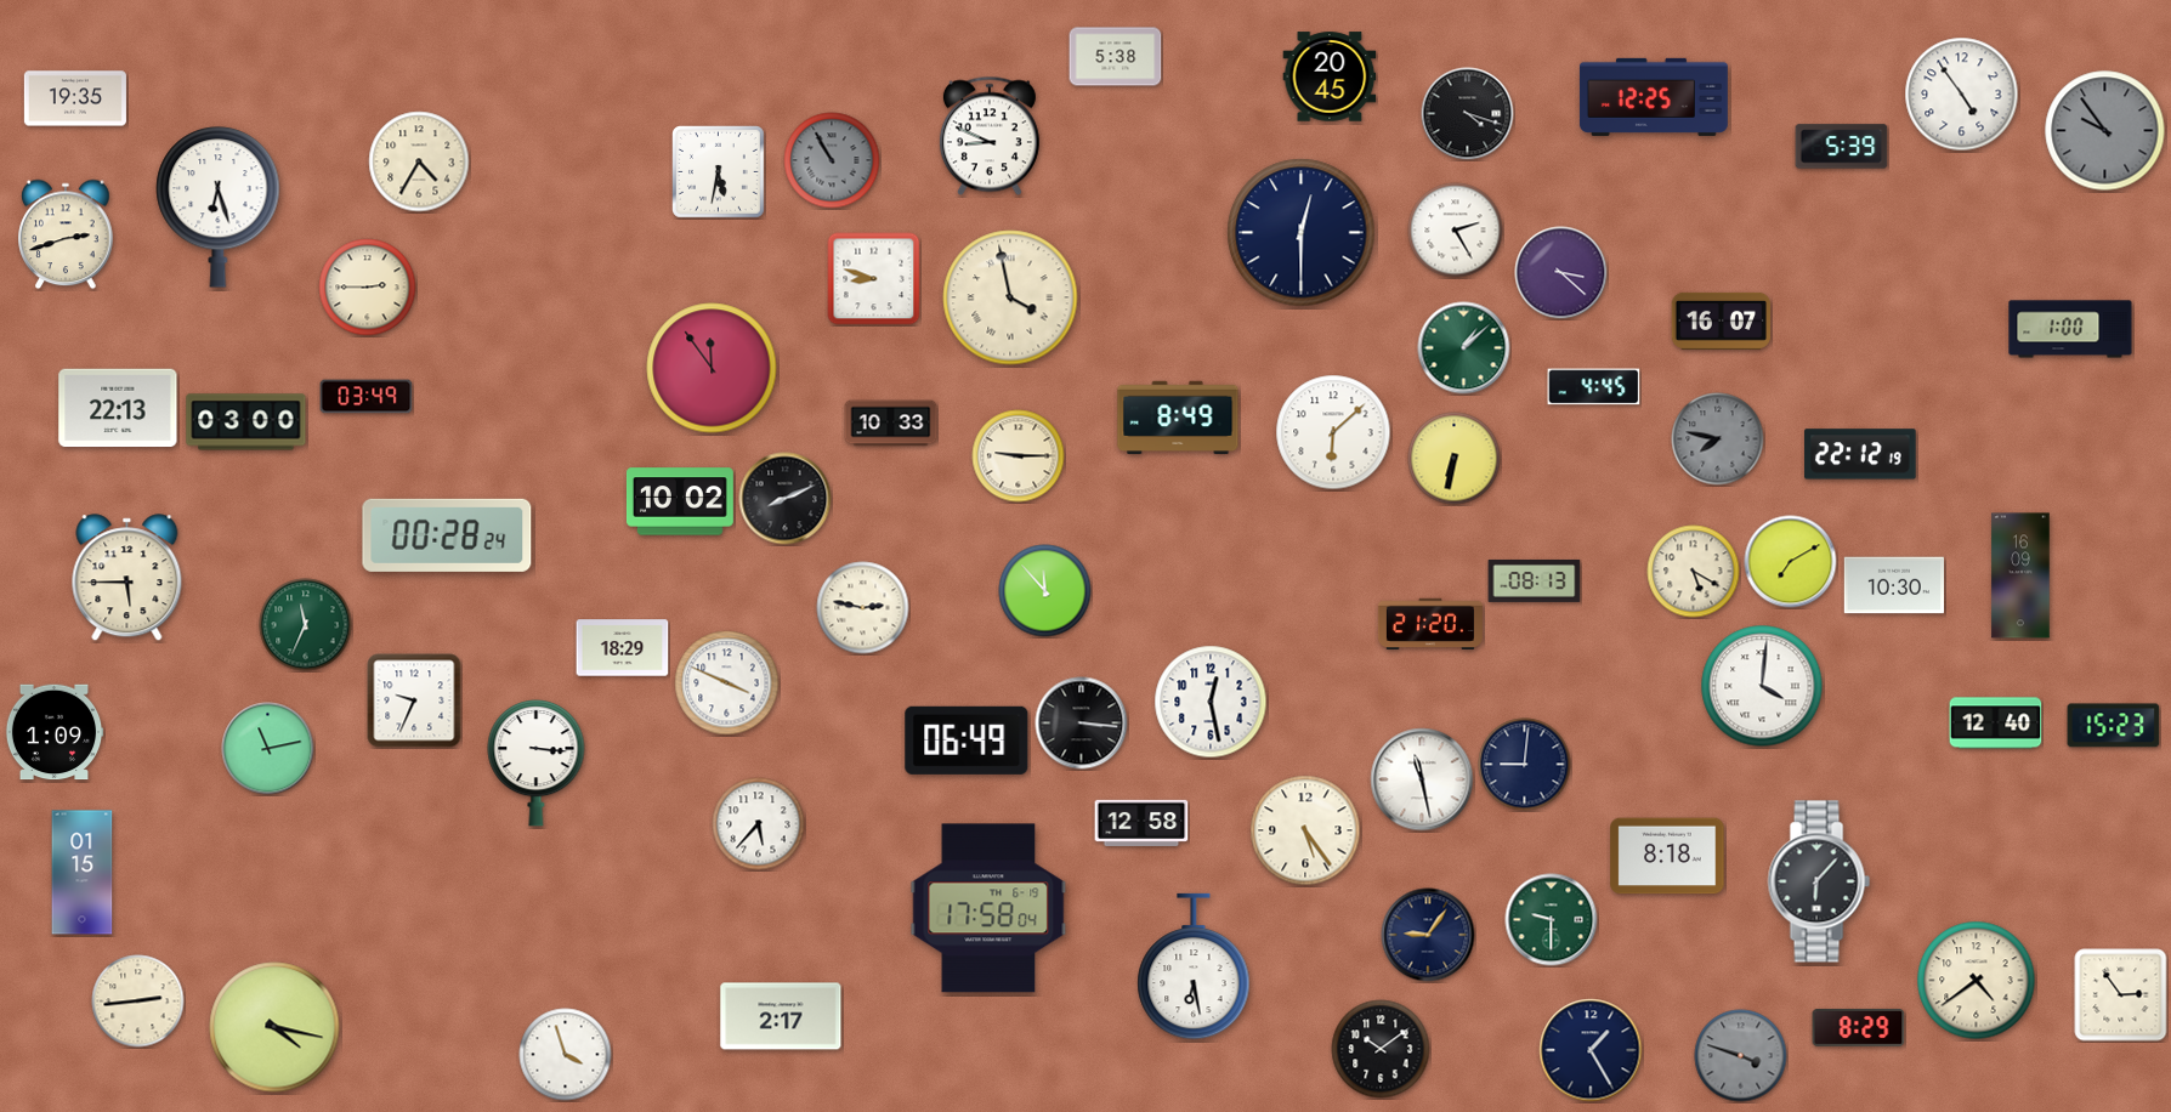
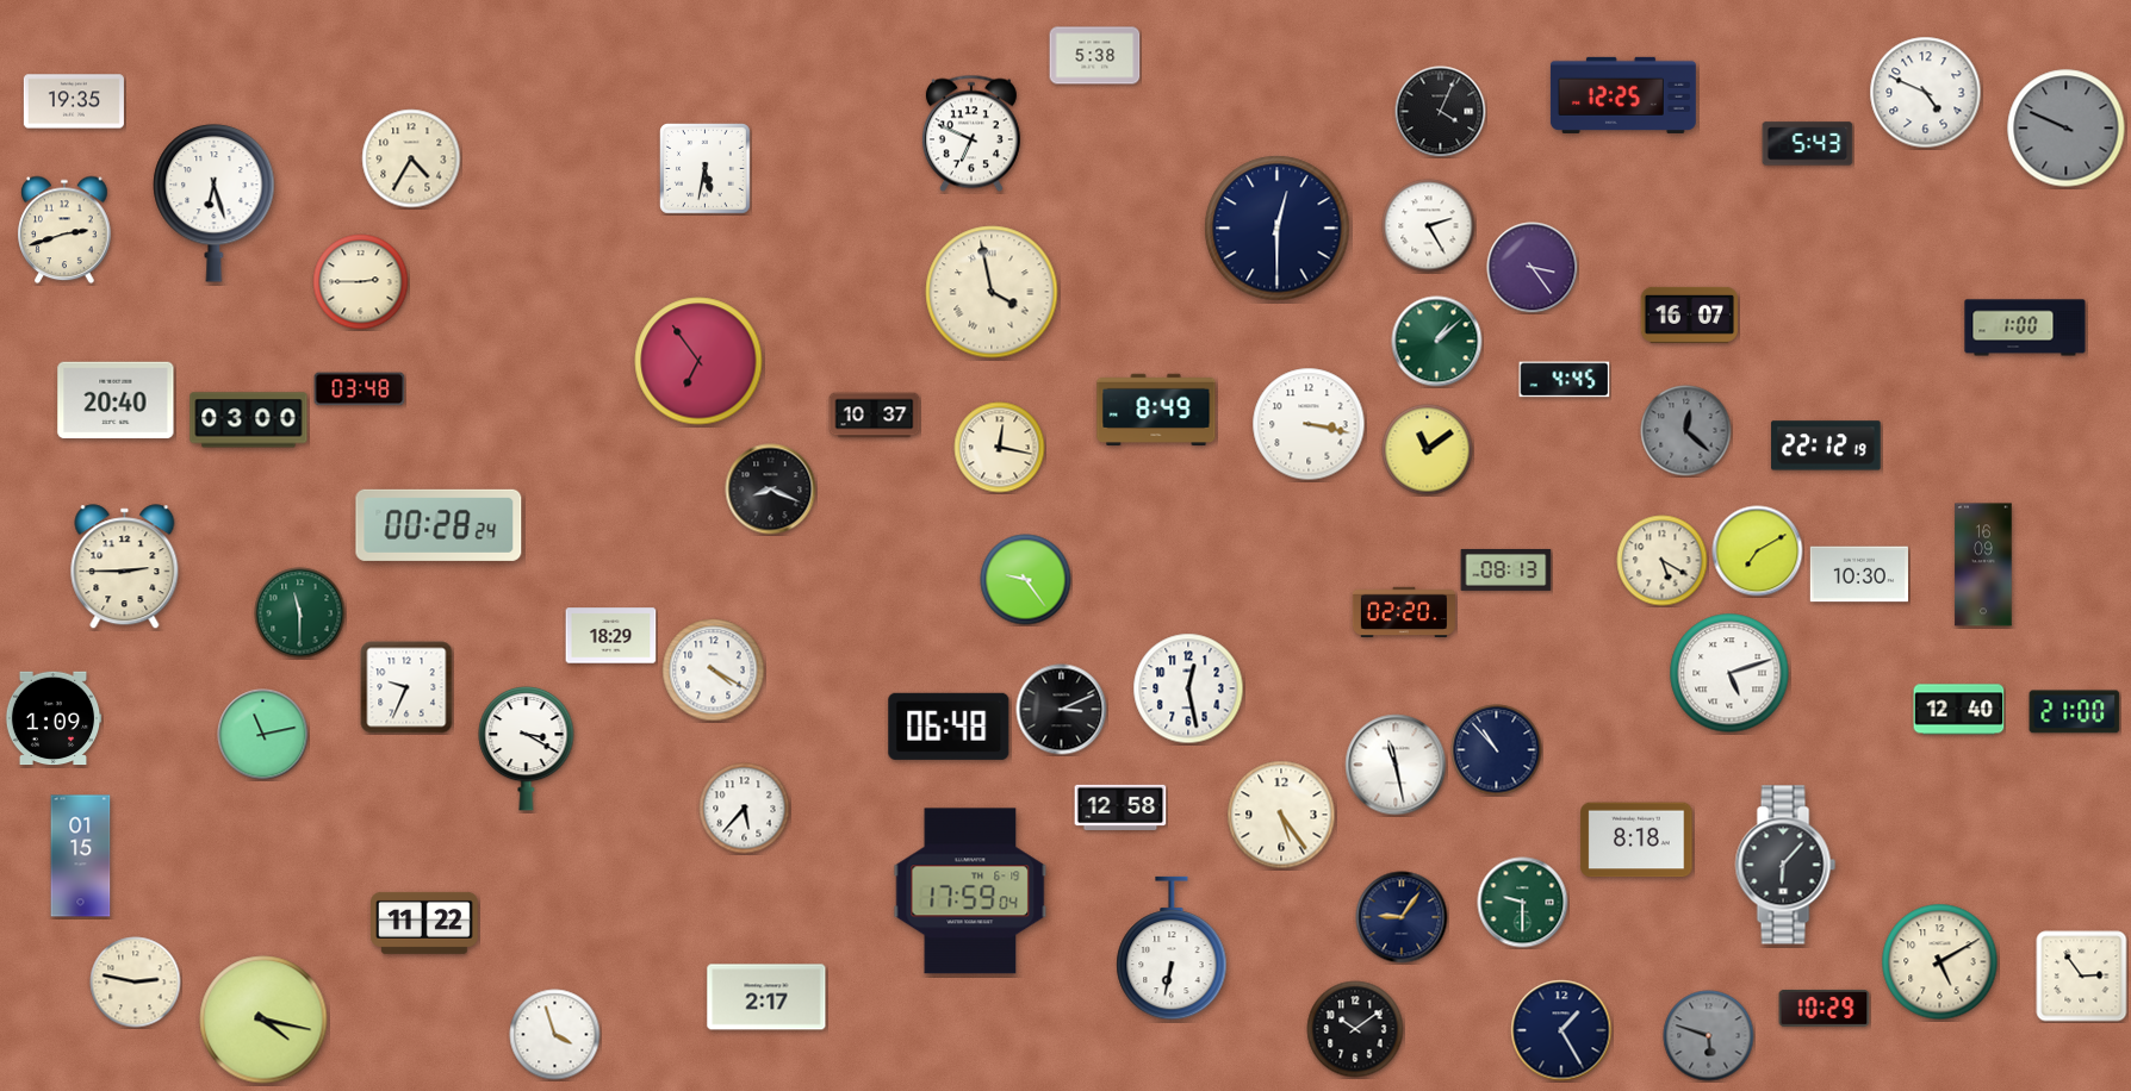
clock at (1330, 76): 20:45 -> none
clock at (1962, 95): 4:54 -> 4:49
clock at (75, 98) position: (75, 98) -> (74, 101)
clock at (1468, 114): 4:18 -> 4:04
clock at (2105, 131): 9:54 -> 9:49
clock at (990, 136): 8:49 -> 6:49
clock at (1842, 147): 5:39 -> 5:43
clock at (832, 160): 10:55 -> none
clock at (1561, 273): 3:22 -> 3:24
clock at (874, 279): 8:48 -> none
clock at (2070, 329) position: (2070, 329) -> (2025, 328)
clock at (712, 368): 11:54 -> 6:54
clock at (367, 397): 03:49 -> 03:48
clock at (118, 408): 22:13 -> 20:40
clock at (246, 422) position: (246, 422) -> (249, 420)
clock at (891, 424): 10:33 -> 10:37
clock at (1333, 432): 6:08 -> 3:17
clock at (1718, 439): 7:47 -> 12:22
clock at (1019, 456): 9:15 -> 12:17
clock at (1455, 459): 6:32 -> 11:09
clock at (786, 499): 8:11 -> 8:19
clock at (680, 501): 10:02 -> none
clock at (127, 578): 5:45 -> 2:45
clock at (1045, 591): 11:53 -> 9:24
clock at (863, 608): 2:47 -> none
clock at (1430, 623): 21:20 -> 02:20
clock at (306, 625): 11:34 -> 11:30
clock at (727, 683): 3:49 -> 4:20
clock at (1762, 686): 4:01 -> 5:12
clock at (1082, 724): 3:16 -> 3:11
clock at (2114, 726): 15:23 -> 21:00
clock at (967, 741): 06:49 -> 06:48
clock at (537, 762): 3:16 -> 3:20
clock at (1525, 765): 9:01 -> 10:53
clock at (988, 908): 17:58 -> 17:59
clock at (424, 923): none -> 11:22
clock at (1194, 966): 6:28 -> 6:32
clock at (1977, 981): 4:39 -> 5:10
clock at (138, 1002): 2:44 -> 2:47
clock at (274, 1027) position: (274, 1027) -> (263, 1020)
clock at (1859, 1027): 8:29 -> 10:29
clock at (1741, 1056): 3:48 -> 5:48
